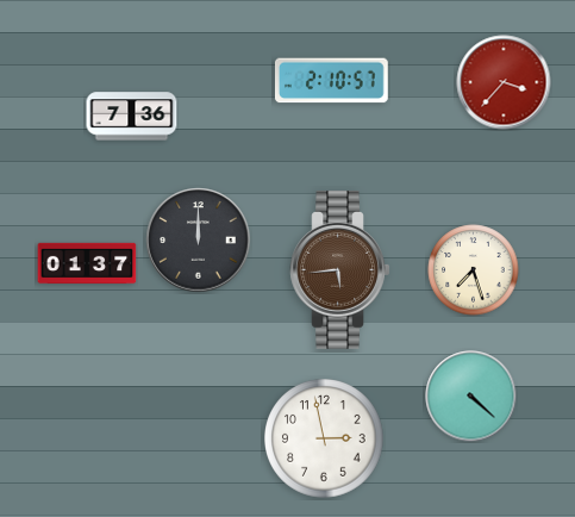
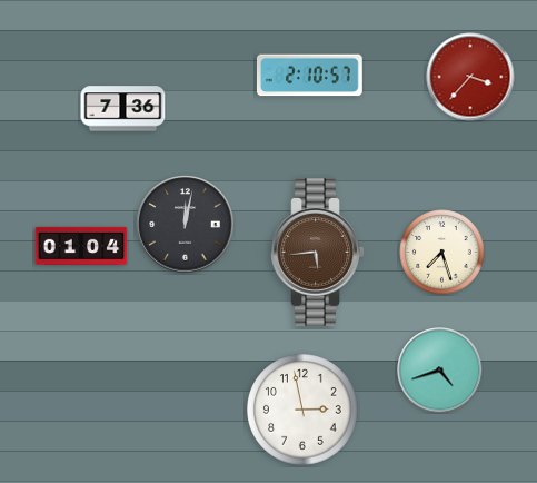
clock at (199, 241): 12:00 -> 12:02
clock at (87, 263): 01:37 -> 01:04
clock at (471, 397): 4:22 -> 4:42
